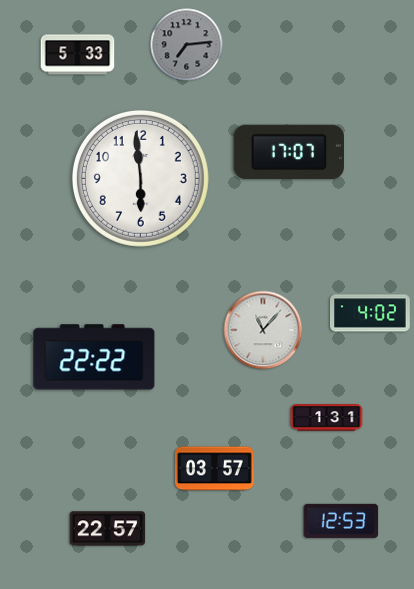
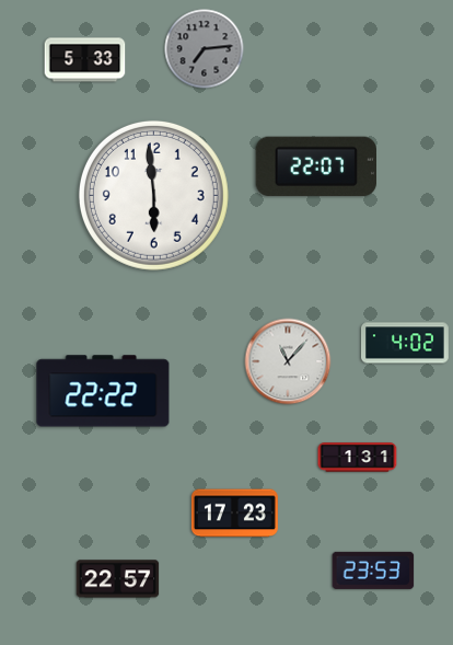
clock at (288, 152): 17:07 -> 22:07
clock at (214, 469): 03:57 -> 17:23
clock at (341, 521): 12:53 -> 23:53
